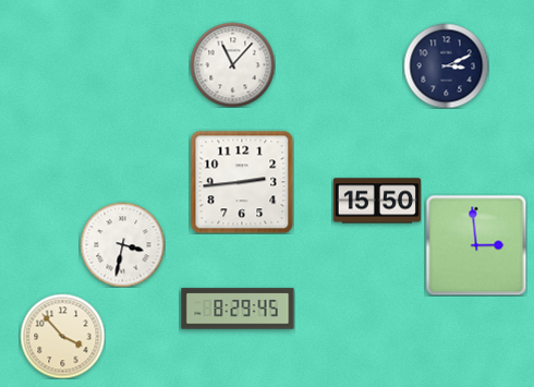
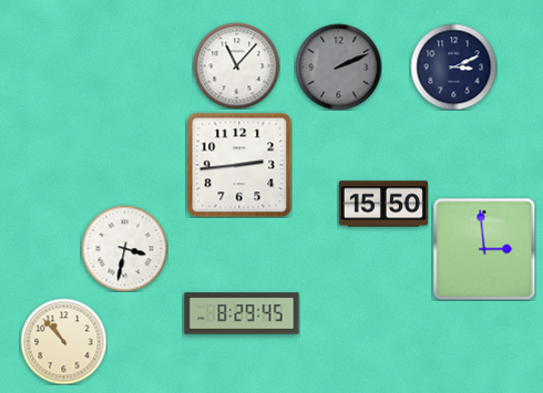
clock at (338, 66): none -> 2:11
clock at (242, 182) position: (242, 182) -> (239, 165)
clock at (62, 336): 3:53 -> 10:53
